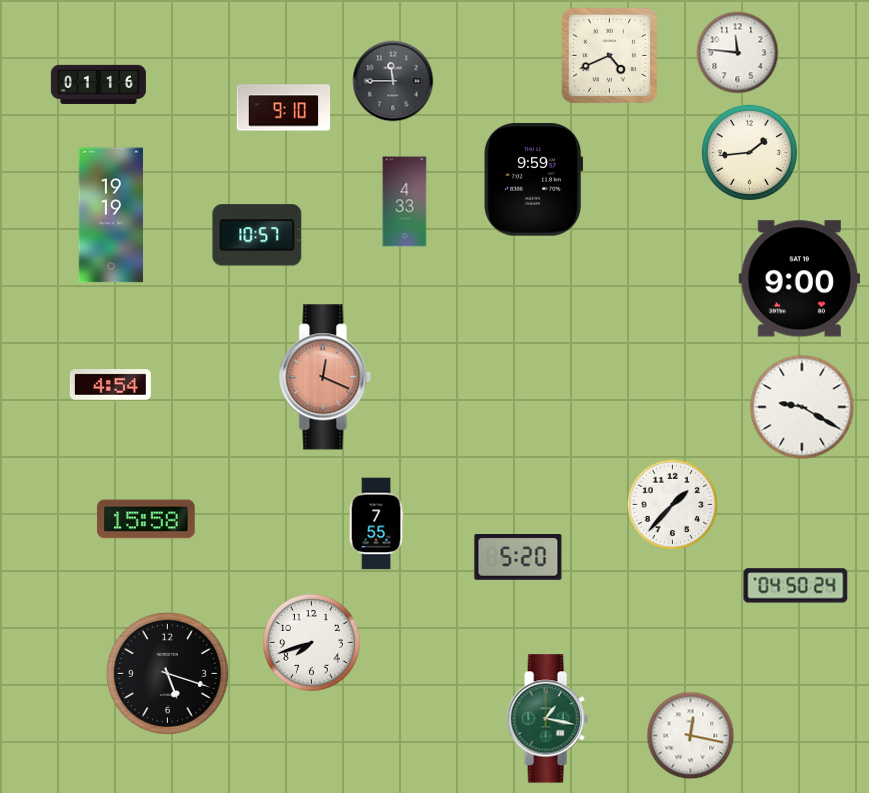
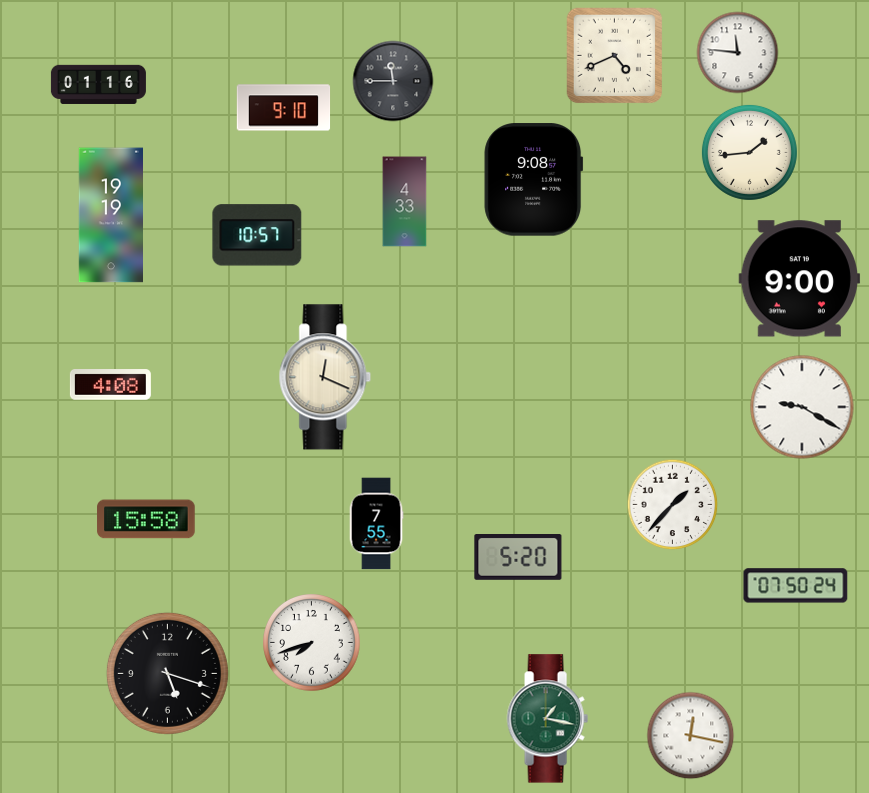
clock at (610, 56) position: (610, 56) -> (615, 56)
clock at (534, 180): 9:59 -> 9:08
clock at (325, 377) dial: salmon -> cream
clock at (110, 385): 4:54 -> 4:08
clock at (796, 586): 04:50 -> 07:50
